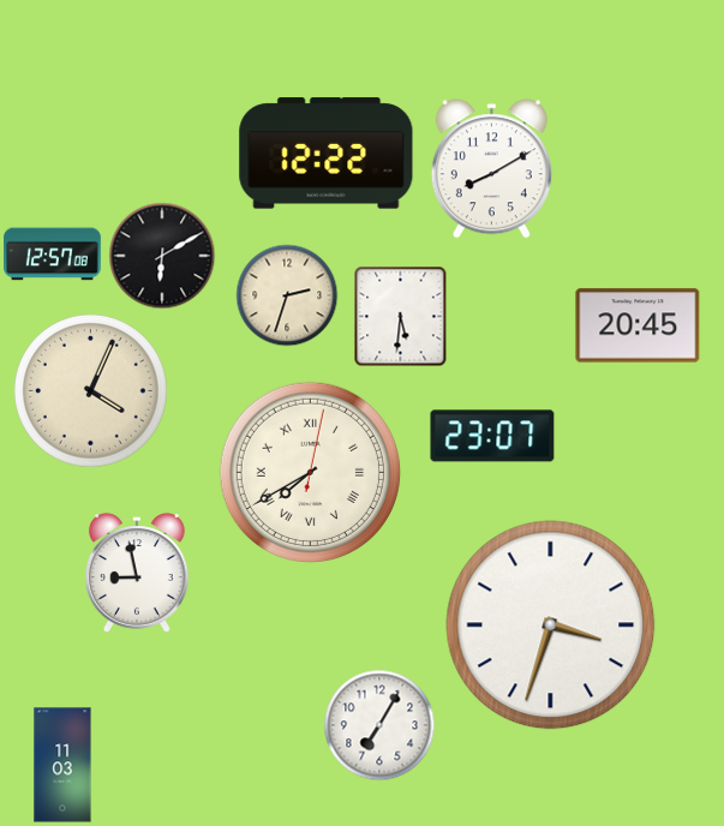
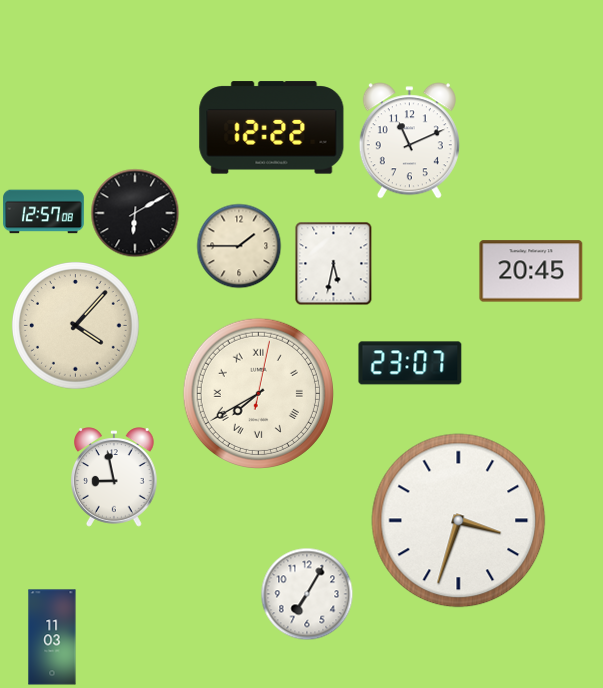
clock at (491, 169): 8:10 -> 11:11
clock at (287, 295): 2:33 -> 1:45
clock at (401, 316): 5:31 -> 5:32
clock at (91, 391): 4:04 -> 4:07
clock at (379, 725) position: (379, 725) -> (307, 594)
